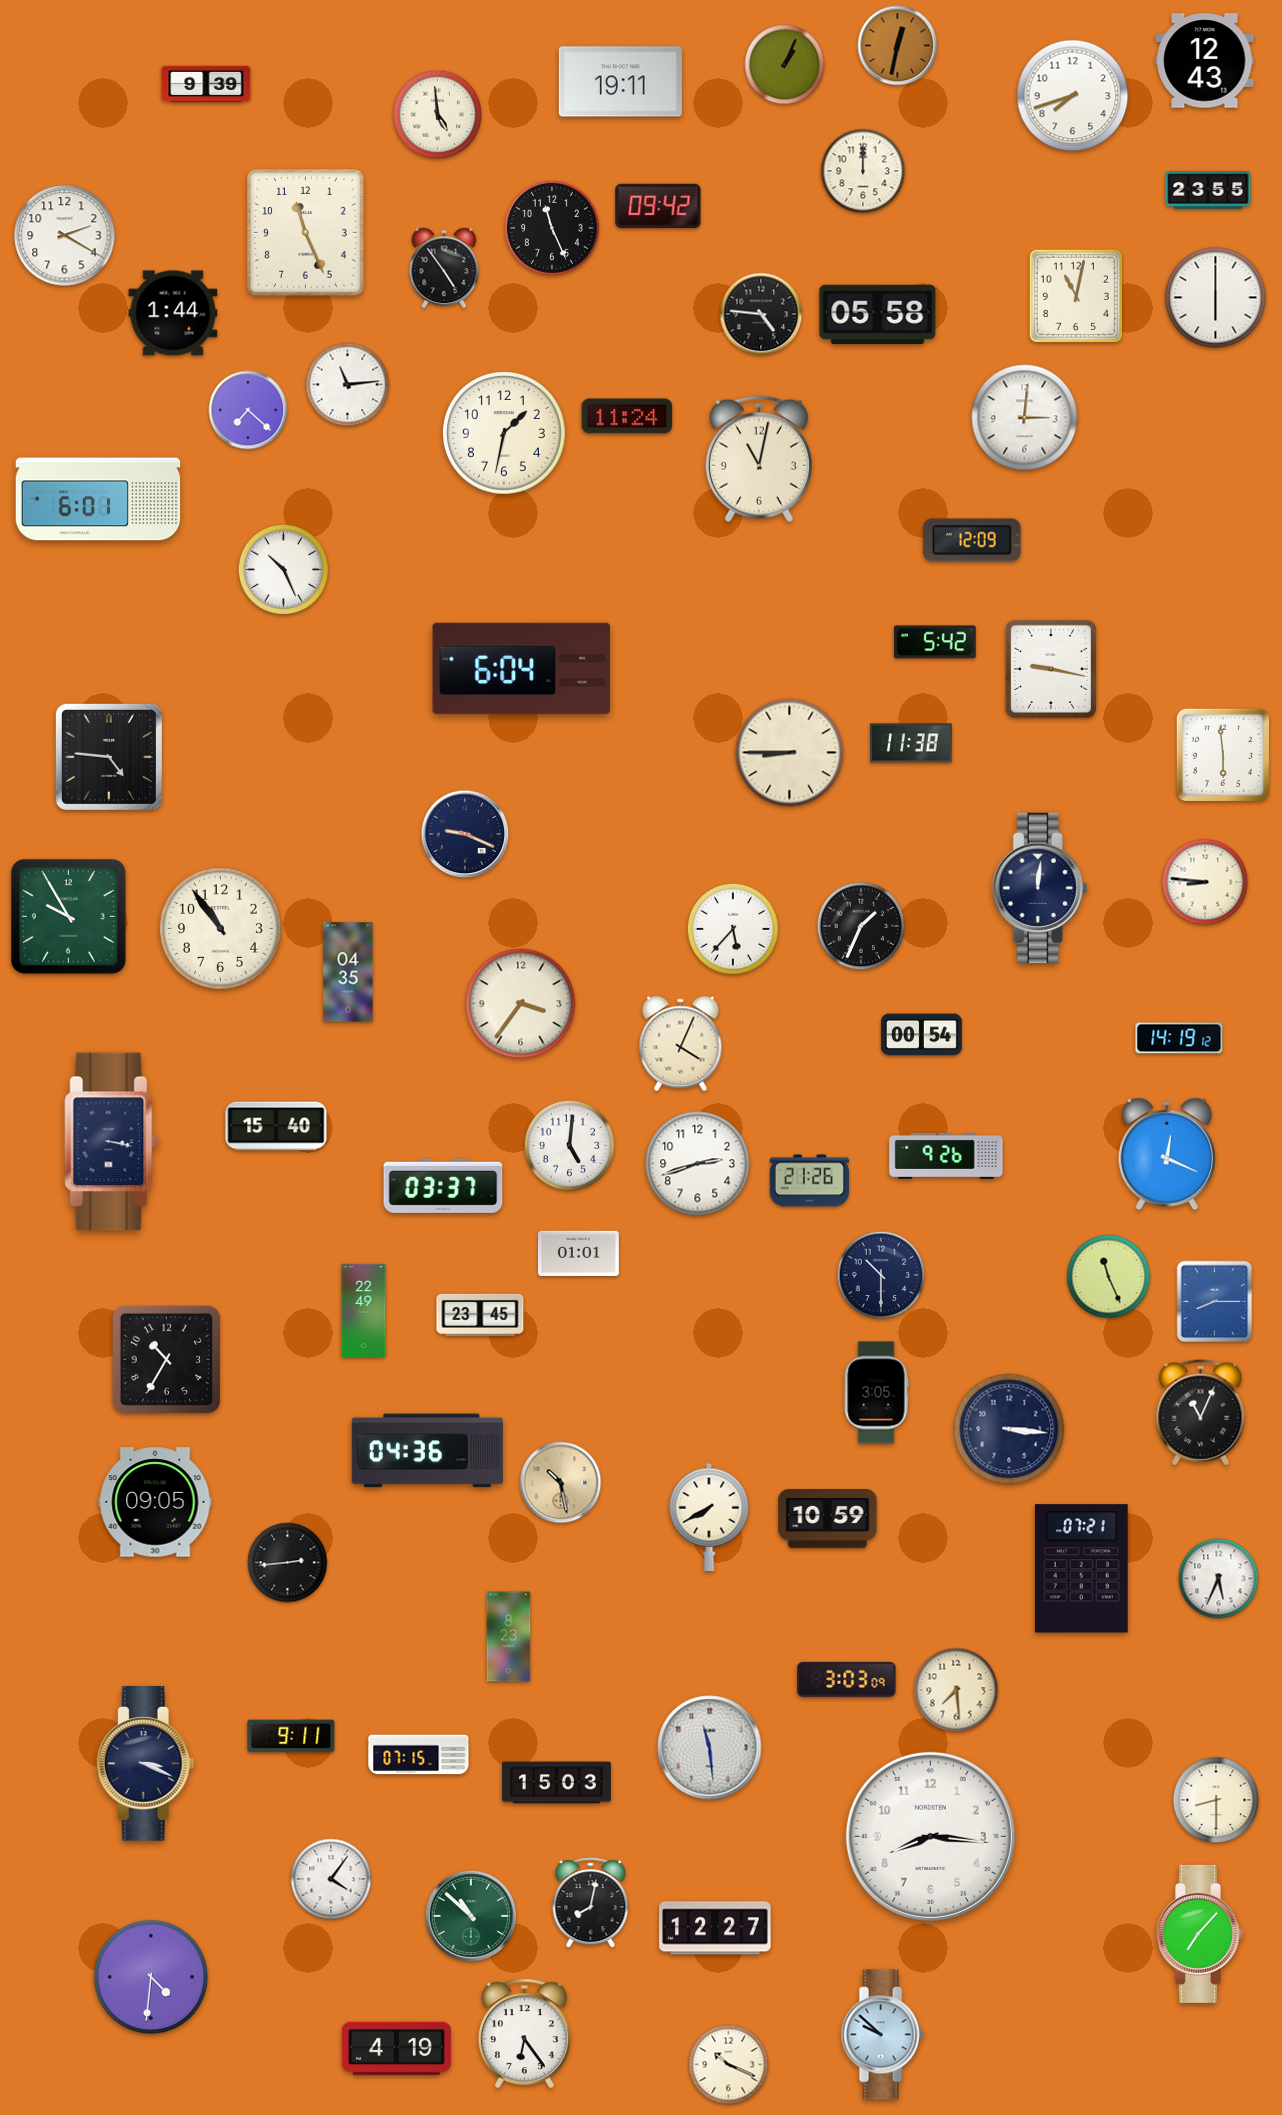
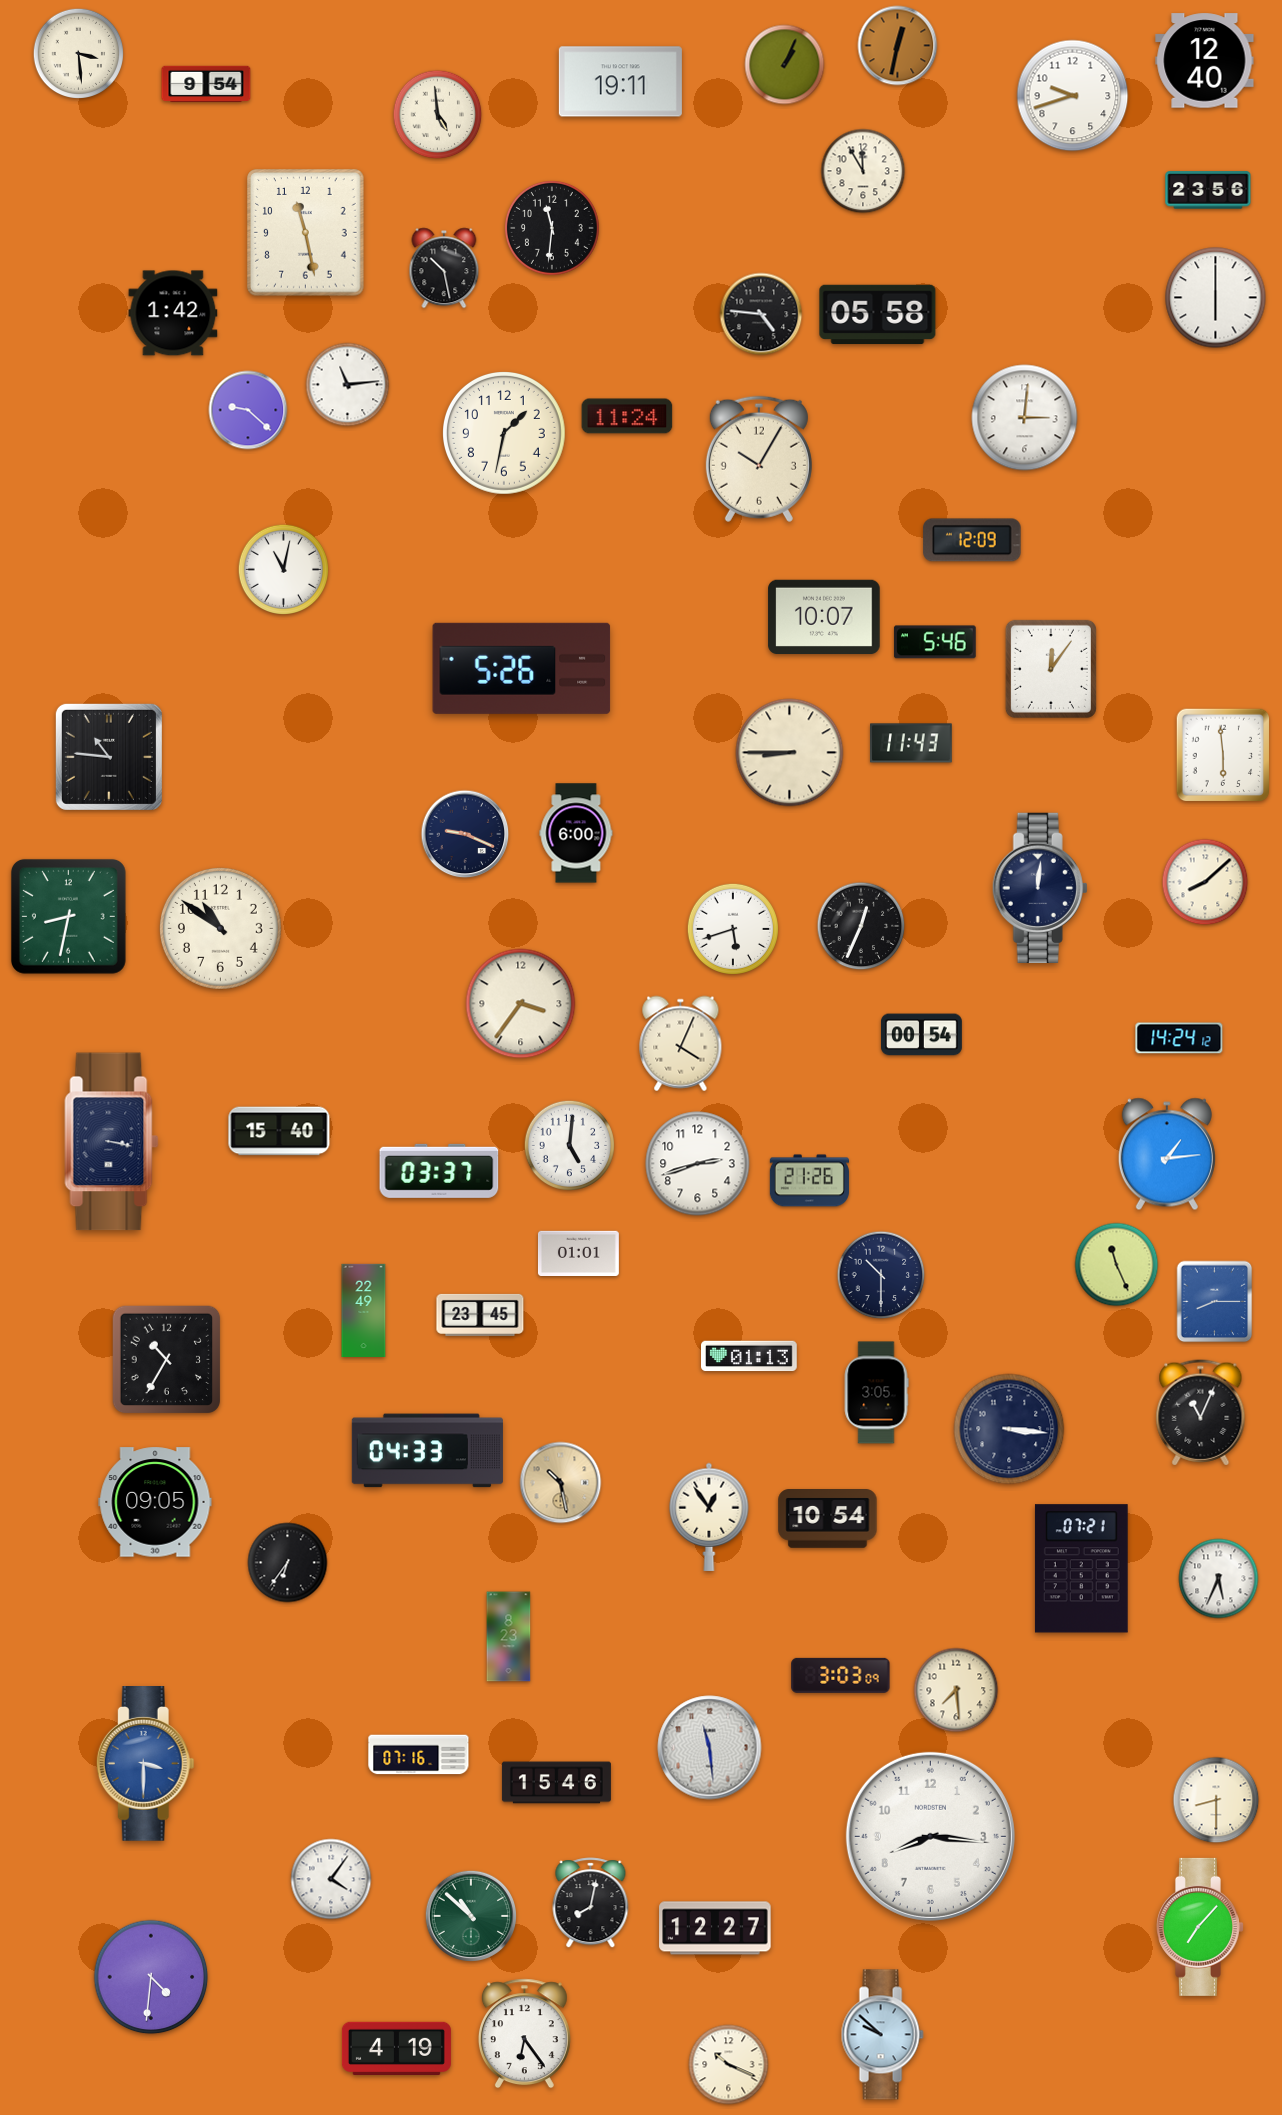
clock at (79, 54): none -> 3:29
clock at (1205, 61): 12:43 -> 12:40
clock at (206, 84): 9:39 -> 9:54
clock at (1073, 96): 7:42 -> 9:42
clock at (863, 171): 12:00 -> 11:55
clock at (1208, 190): 23:55 -> 23:56
clock at (658, 206): 09:42 -> none
clock at (552, 228): 11:26 -> 11:31
clock at (306, 233): 11:26 -> 11:28
clock at (65, 236): 2:20 -> none
clock at (444, 268): 4:54 -> 10:28
clock at (1075, 295): 11:02 -> none
clock at (173, 313): 1:44 -> 1:42
clock at (248, 410): 7:22 -> 9:22
clock at (759, 459): 11:02 -> 10:05
clock at (98, 499): 6:01 -> none
clock at (284, 570): 10:26 -> 11:02
clock at (824, 616): none -> 10:07
clock at (935, 642): 5:42 -> 5:46
clock at (522, 668): 6:04 -> 5:26
clock at (1051, 669): 9:17 -> 12:06
clock at (911, 743): 11:38 -> 11:43
clock at (109, 757): 4:46 -> 10:46
clock at (576, 833): none -> 6:00
clock at (1205, 882): 8:46 -> 8:08
clock at (68, 916): 9:55 -> 8:32
clock at (861, 926): 1:34 -> 12:34
clock at (220, 928): 10:54 -> 10:51
clock at (733, 929): 5:37 -> 5:42
clock at (348, 972): 04:35 -> none
clock at (1179, 1038): 14:19 -> 14:24
clock at (276, 1126) position: (276, 1126) -> (279, 1131)
clock at (1167, 1154): 12:19 -> 1:14
clock at (946, 1156): 9:26 -> none
clock at (443, 1186) position: (443, 1186) -> (439, 1171)
clock at (1109, 1277) position: (1109, 1277) -> (1117, 1265)
clock at (750, 1356): none -> 01:13
clock at (427, 1451): 04:36 -> 04:33
clock at (709, 1517): 7:40 -> 12:54
clock at (828, 1519): 10:59 -> 10:54
clock at (288, 1563): 2:44 -> 6:36
clock at (847, 1679) position: (847, 1679) -> (841, 1675)
clock at (291, 1736): 9:11 -> none
clock at (419, 1755): 07:15 -> 07:16
clock at (145, 1764): 3:19 -> 3:30
clock at (145, 1764) dial: navy -> blue
clock at (556, 1783): 15:03 -> 15:46
clock at (1201, 1934) position: (1201, 1934) -> (1201, 1927)
